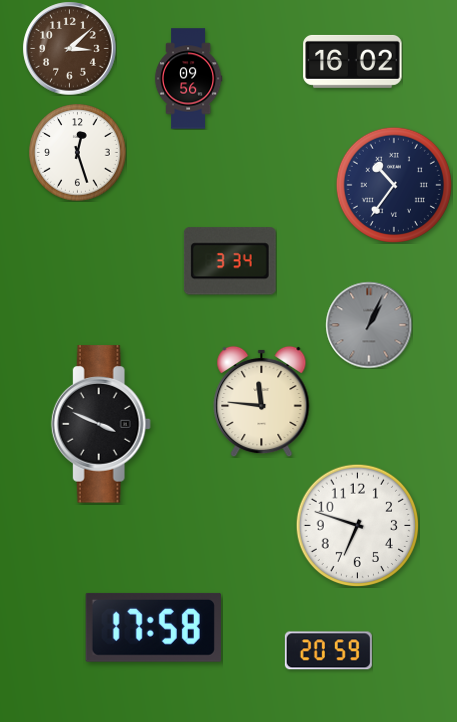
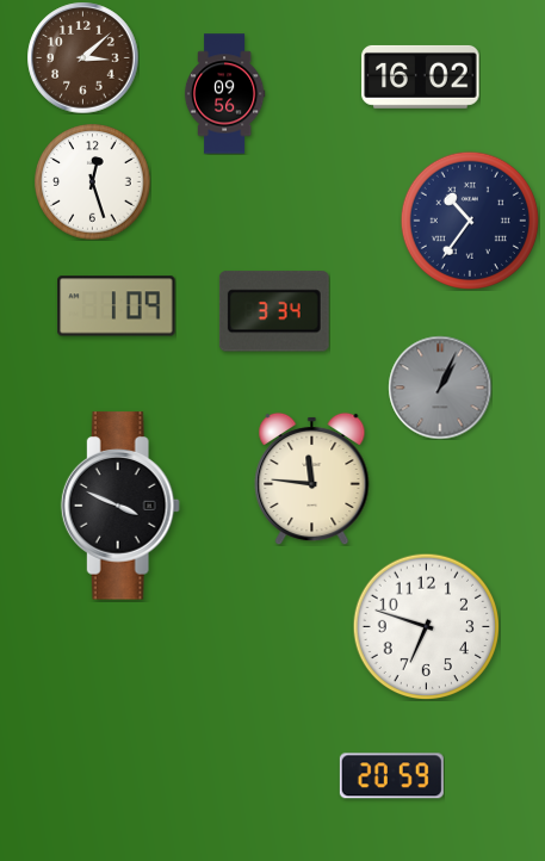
clock at (353, 61) position: (353, 61) -> (421, 76)
clock at (117, 306): none -> 1:09
clock at (153, 627): 17:58 -> none
